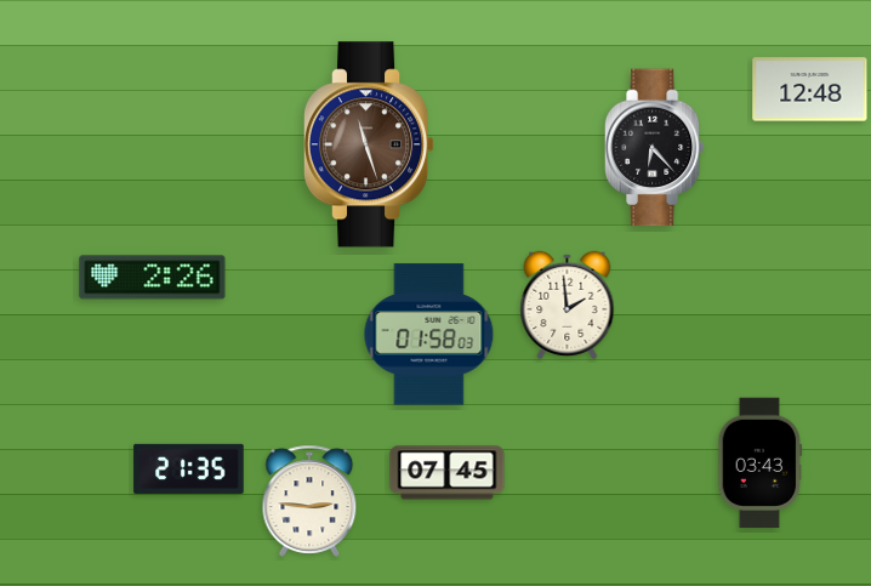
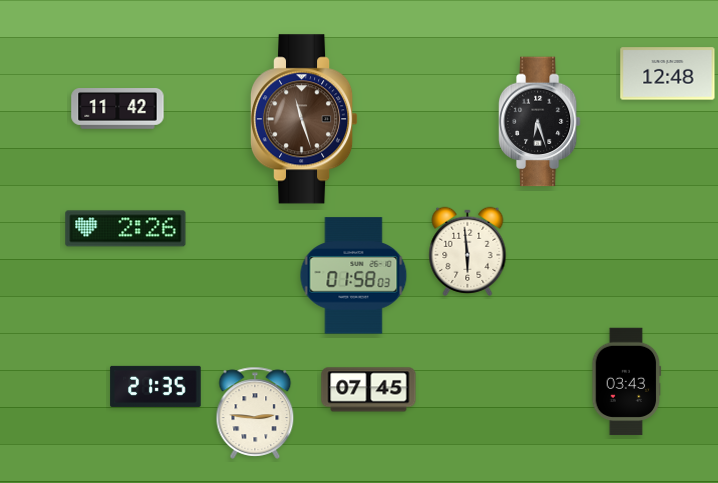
clock at (118, 109): none -> 11:42
clock at (654, 148): 6:23 -> 6:27
clock at (568, 305): 1:59 -> 5:59
